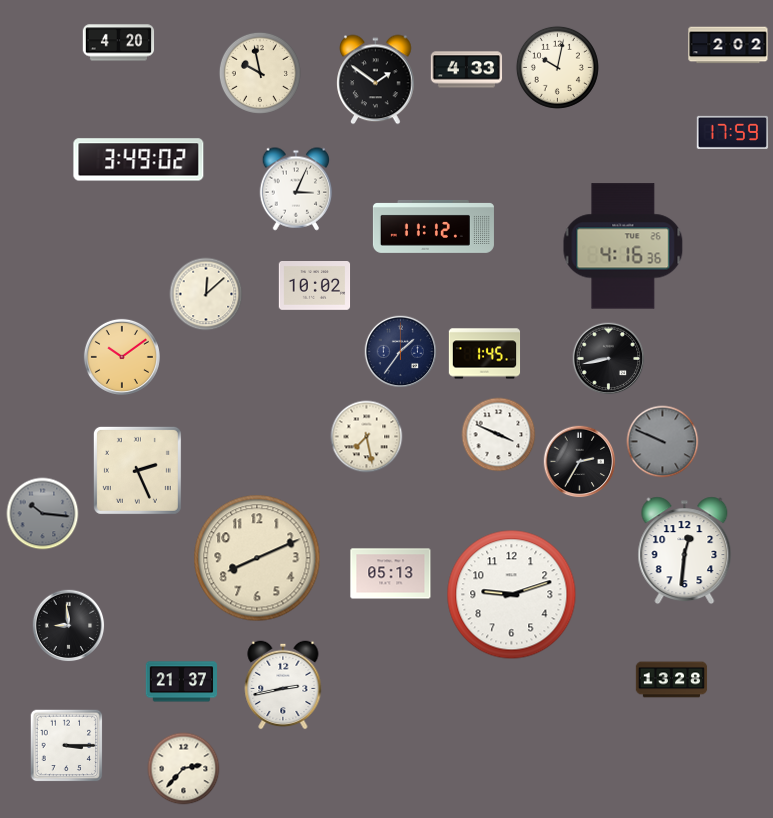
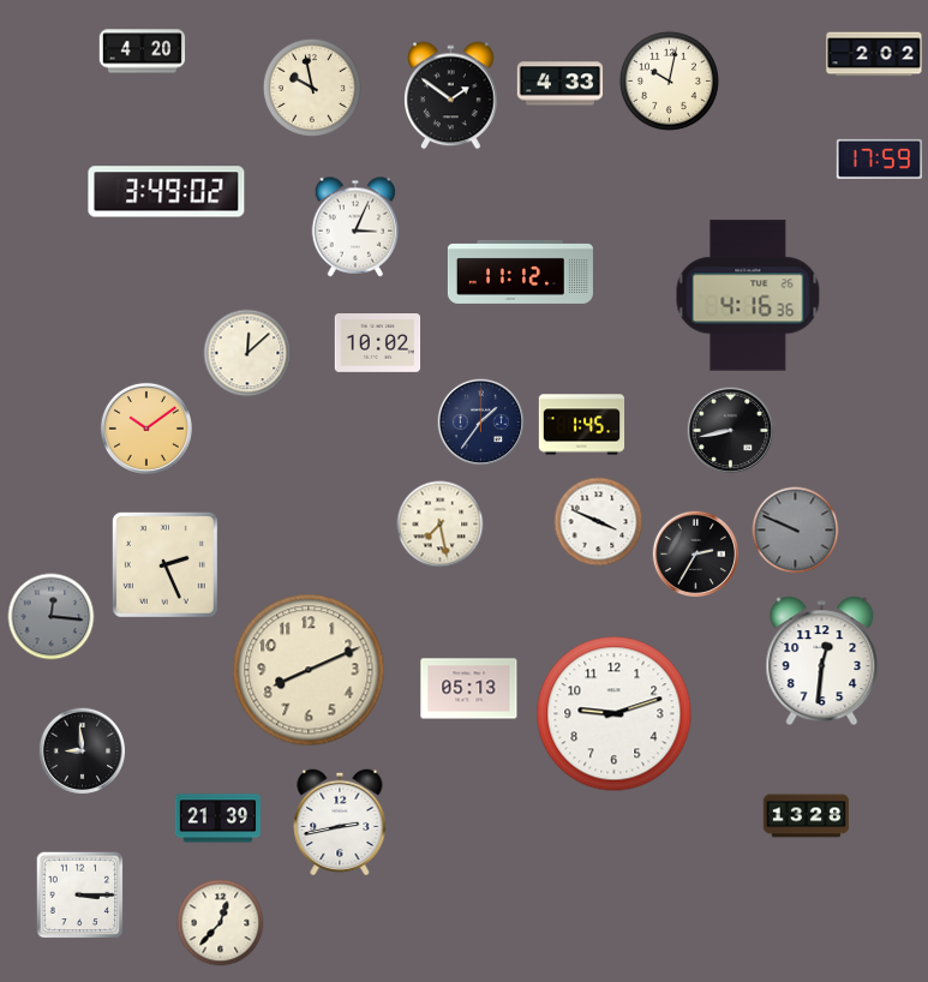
clock at (43, 514): 10:16 -> 12:16
clock at (181, 682): 21:37 -> 21:39
clock at (184, 769): 2:37 -> 12:37
